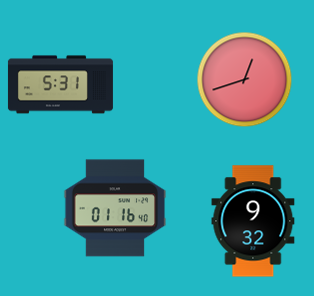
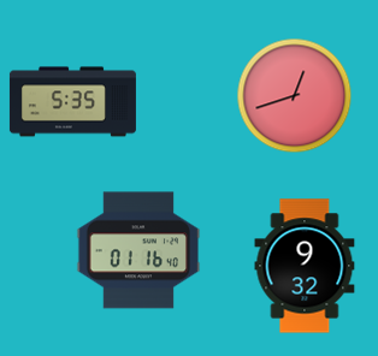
clock at (60, 85): 5:31 -> 5:35
